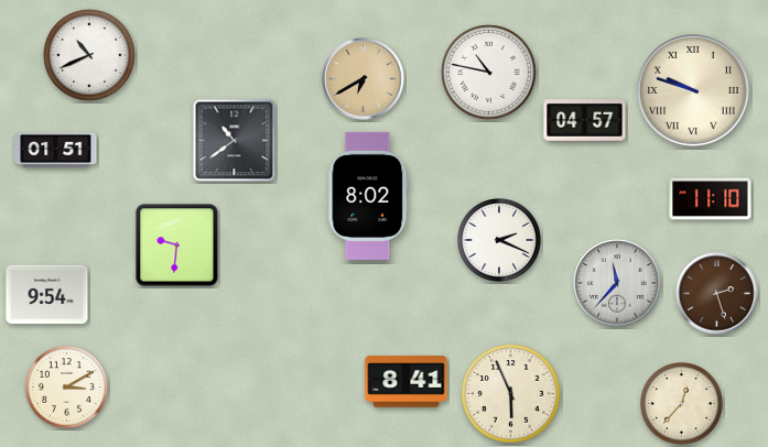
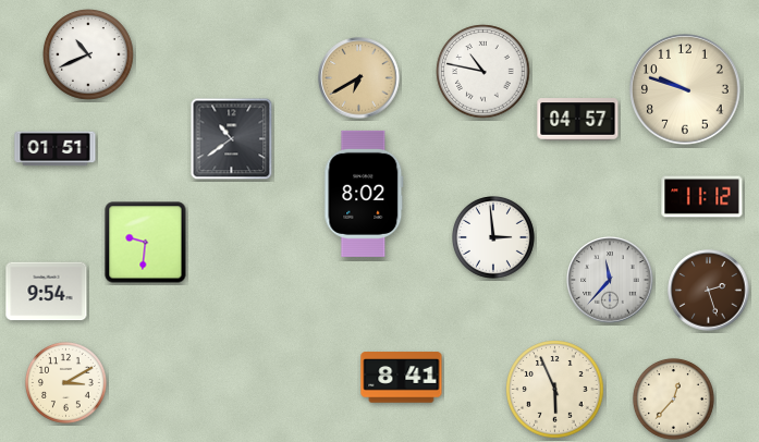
clock at (694, 91) numerals: Roman -> Arabic
clock at (711, 199): 11:10 -> 11:12
clock at (500, 241): 2:19 -> 2:59
clock at (177, 246) position: (177, 246) -> (146, 243)
clock at (511, 394) position: (511, 394) -> (555, 390)
